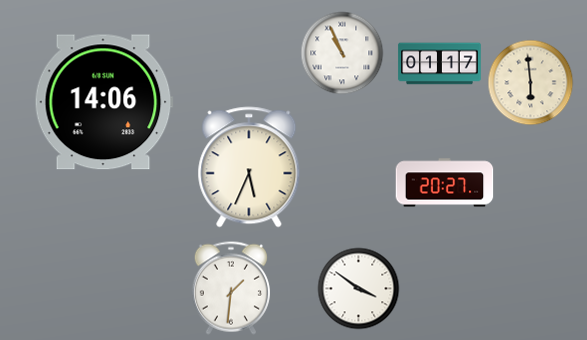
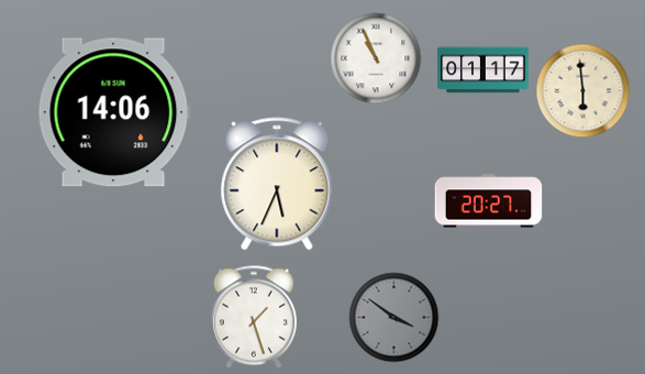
clock at (249, 167) position: (249, 167) -> (277, 184)
clock at (231, 288): 1:31 -> 1:27
clock at (359, 289) dial: white -> grey
